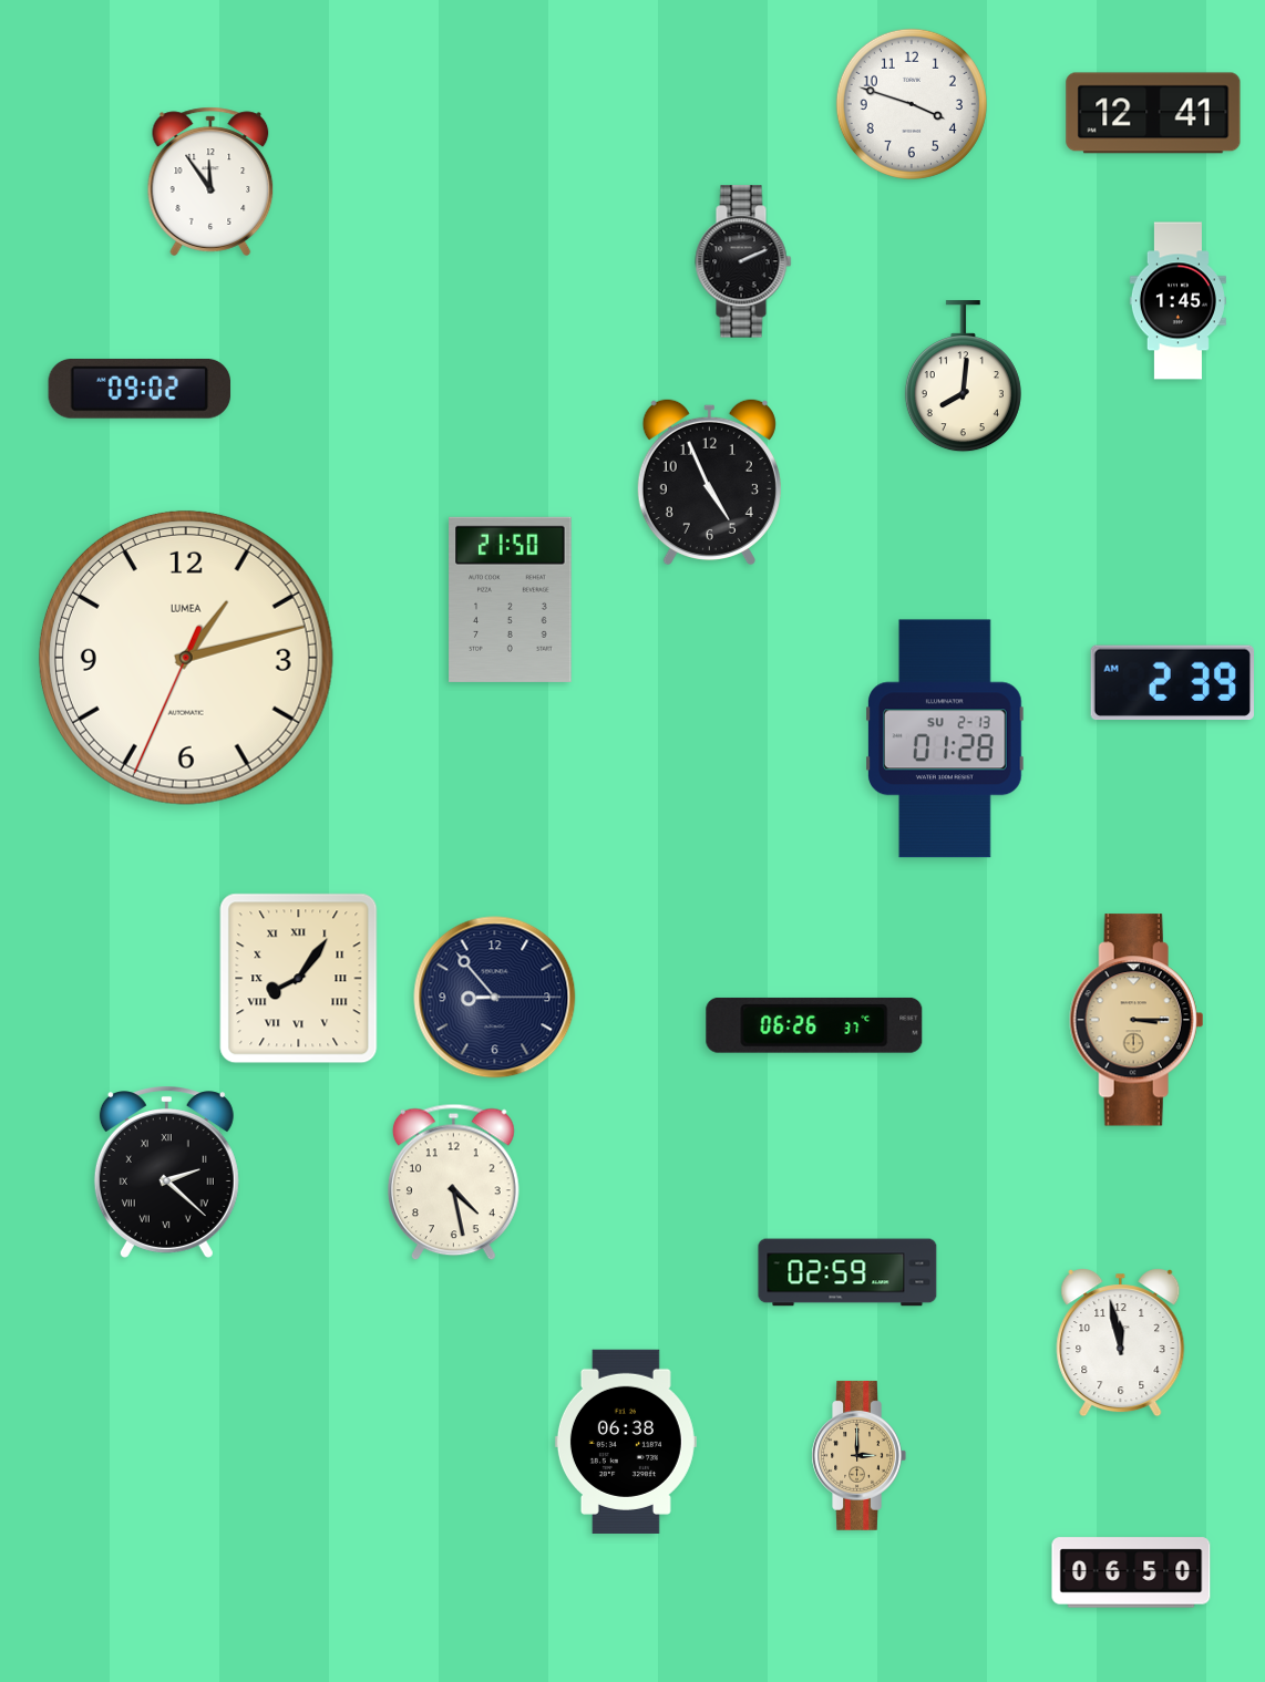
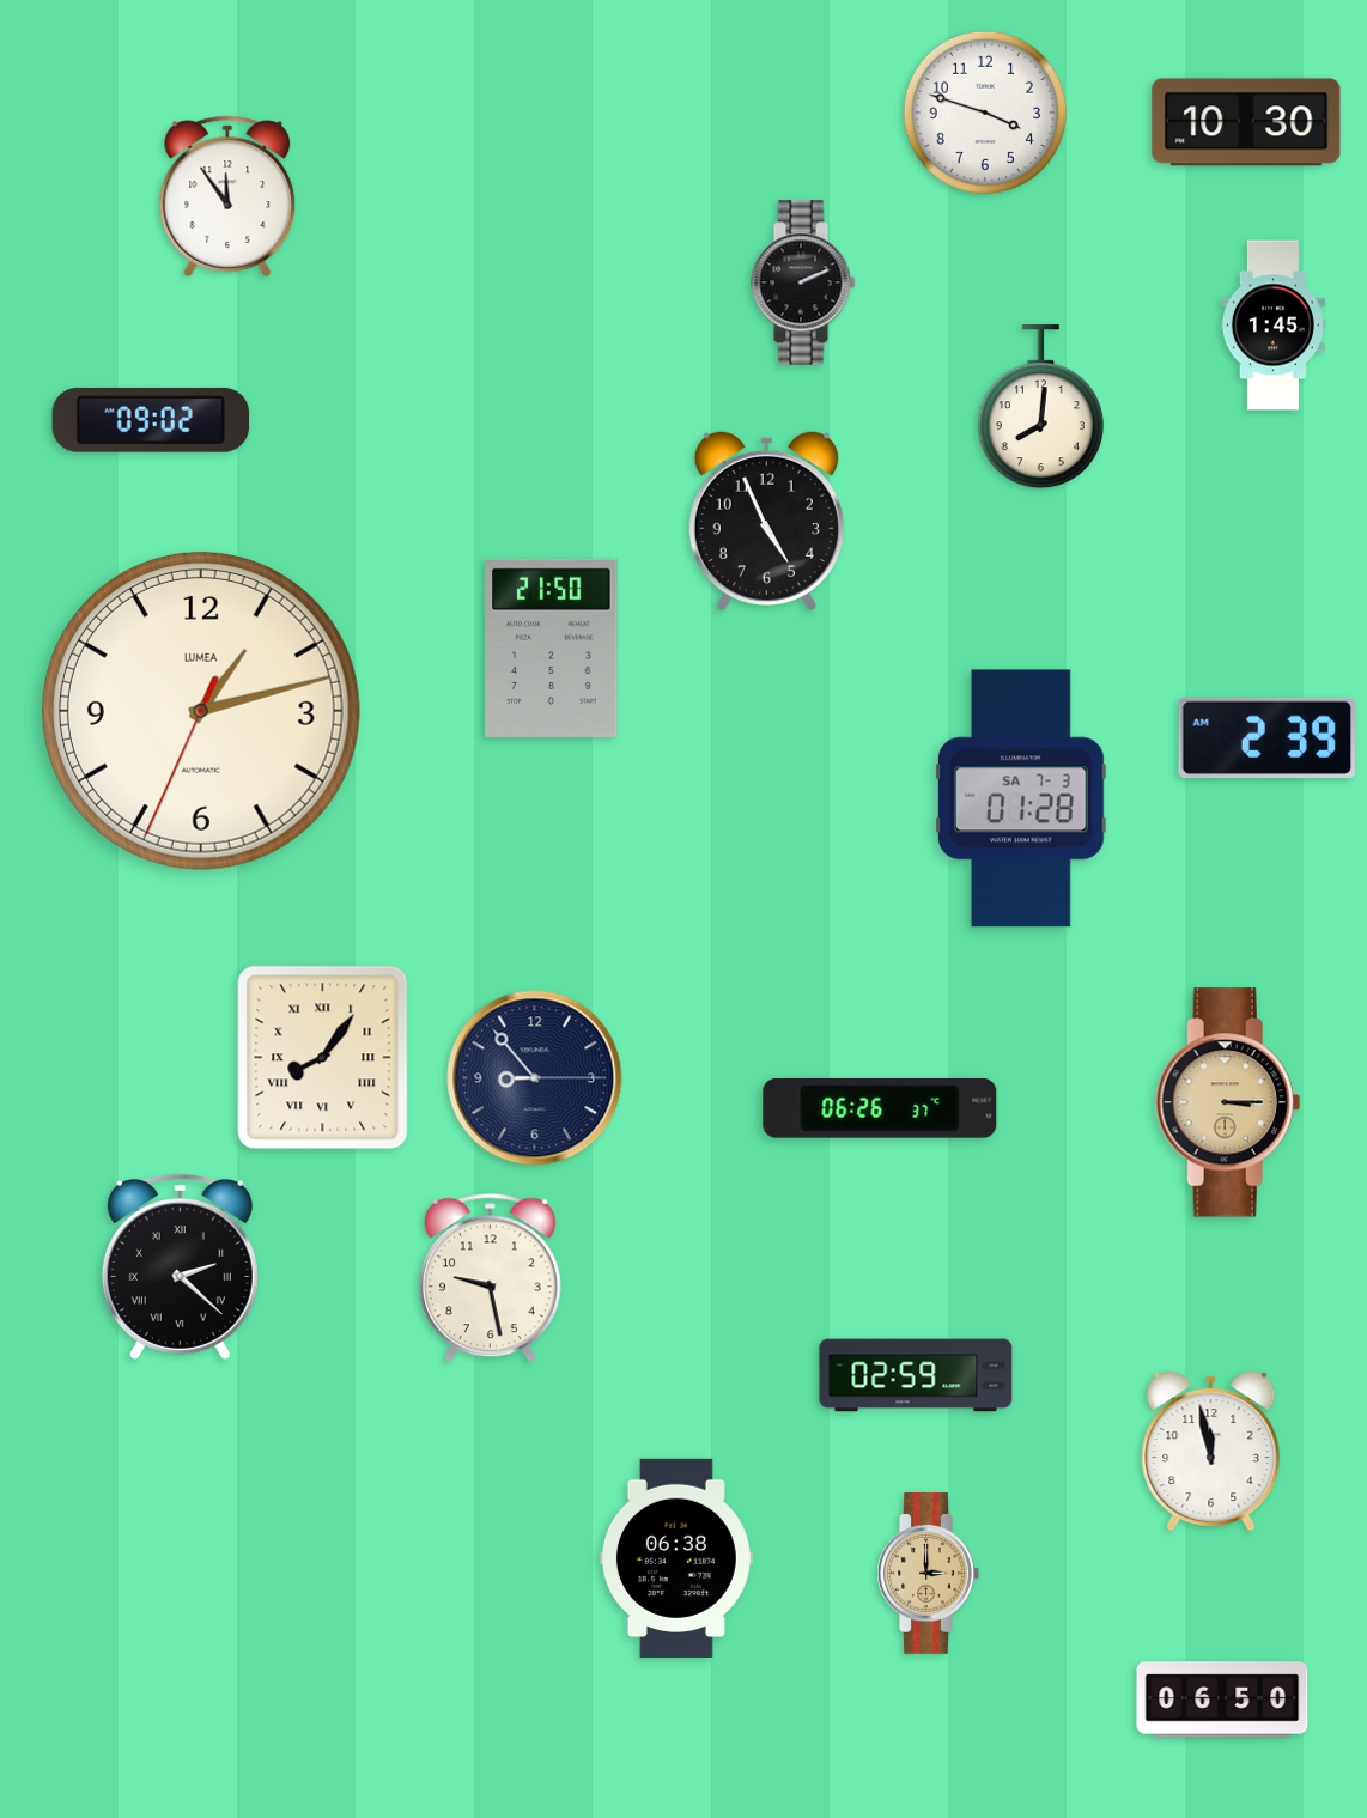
clock at (1153, 113): 12:41 -> 10:30
clock at (946, 739) date: SU 2-13 -> SA 7-3
clock at (454, 1183): 4:28 -> 9:28
